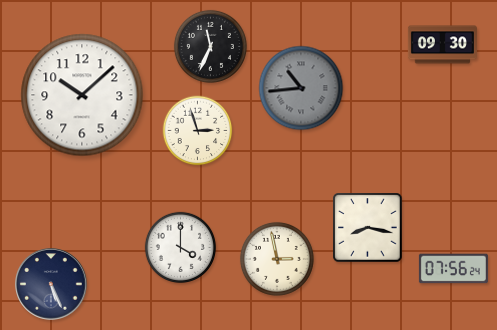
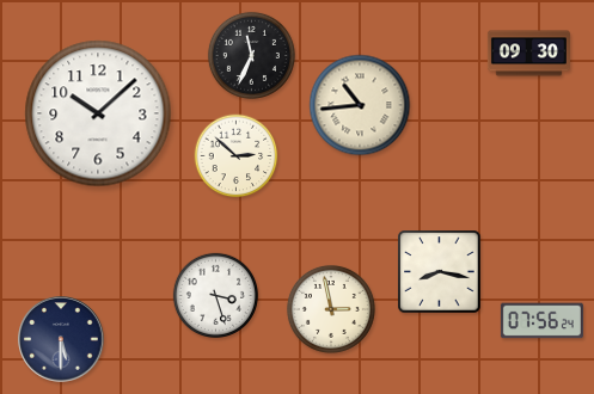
clock at (301, 88) dial: grey -> cream
clock at (198, 131): 2:57 -> 2:52
clock at (181, 248): 4:00 -> 3:27
clock at (51, 284): 5:26 -> 5:30
